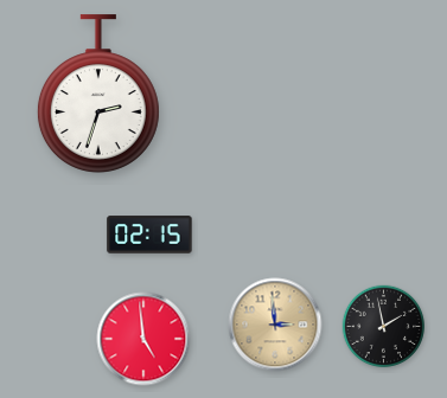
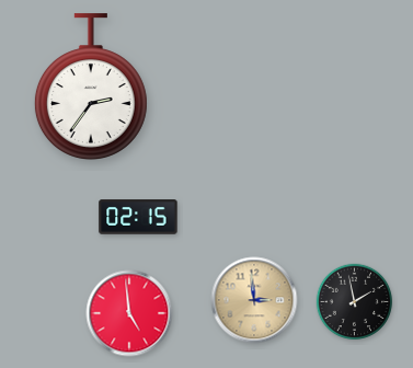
clock at (98, 94): 2:33 -> 2:36
clock at (143, 339) position: (143, 339) -> (129, 313)
